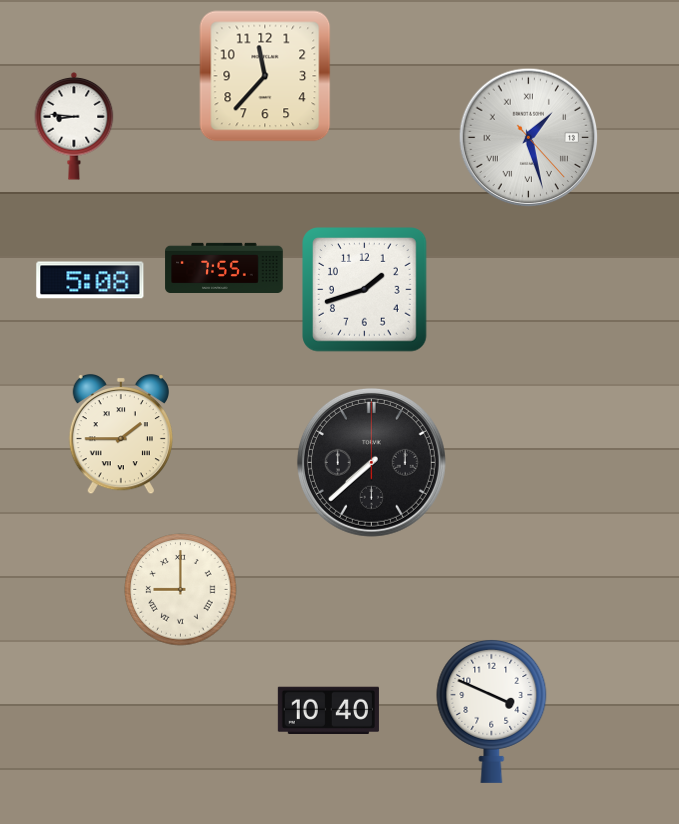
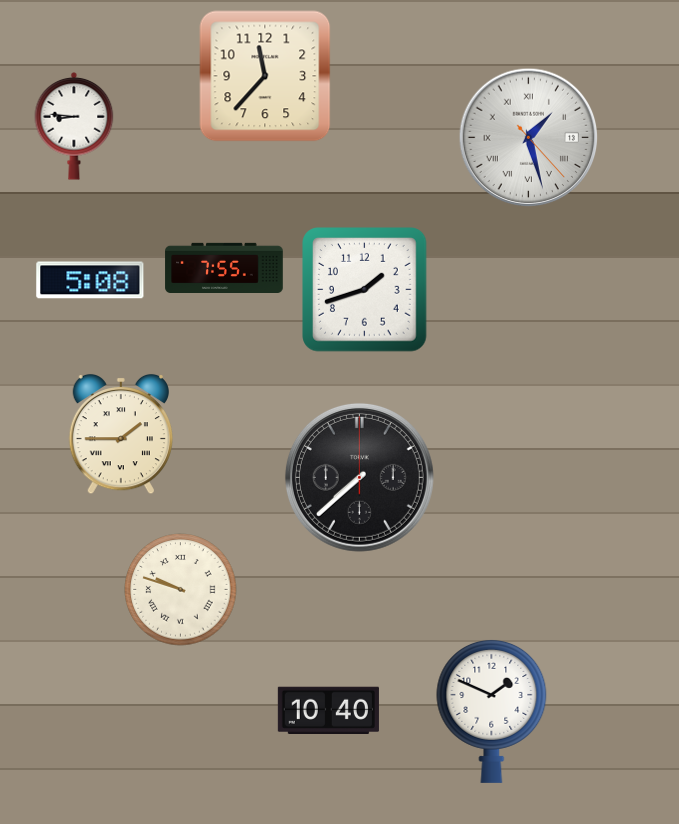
clock at (371, 462) position: (371, 462) -> (359, 477)
clock at (181, 590): 9:00 -> 9:48
clock at (492, 711): 3:49 -> 1:49
